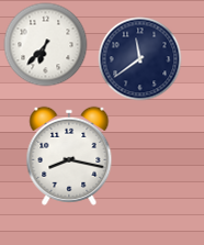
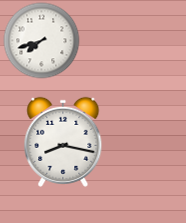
clock at (46, 45): 6:37 -> 7:42
clock at (140, 59): 11:39 -> none
